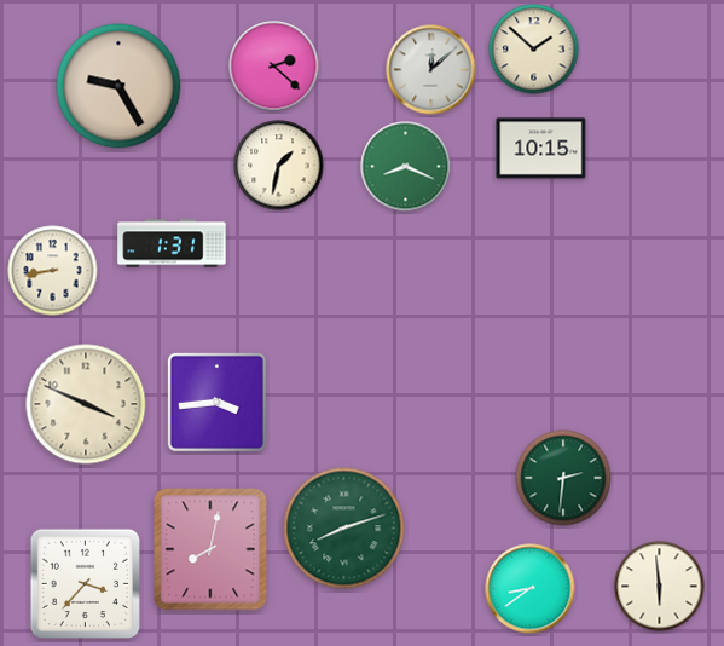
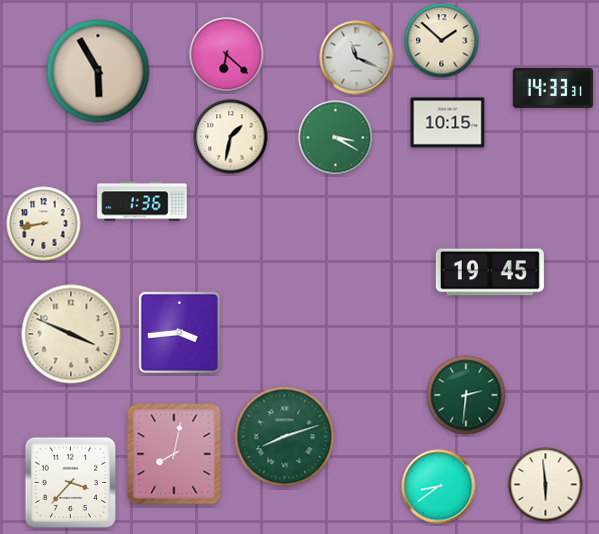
clock at (274, 67): 2:22 -> 6:22
clock at (431, 70): 12:08 -> 11:19
clock at (118, 86): 9:25 -> 5:55
clock at (553, 88): none -> 14:33
clock at (406, 167): 8:19 -> 3:20
clock at (172, 243): 1:31 -> 1:36
clock at (490, 272): none -> 19:45
